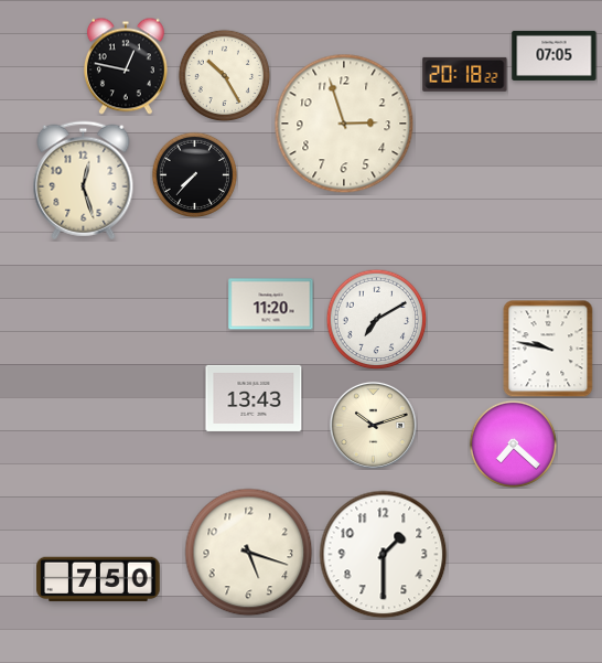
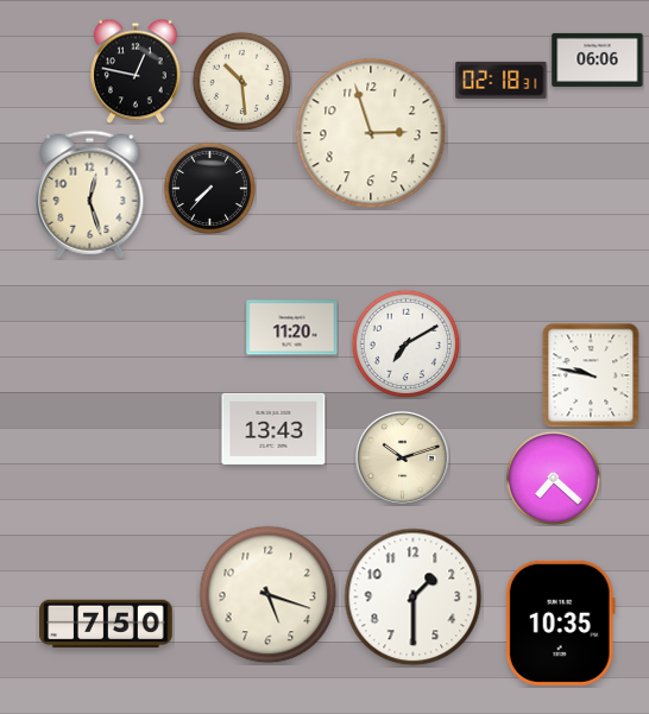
clock at (555, 55): 07:05 -> 06:06
clock at (465, 74): 20:18 -> 02:18
clock at (224, 75): 10:25 -> 10:29
clock at (560, 623): none -> 10:35
